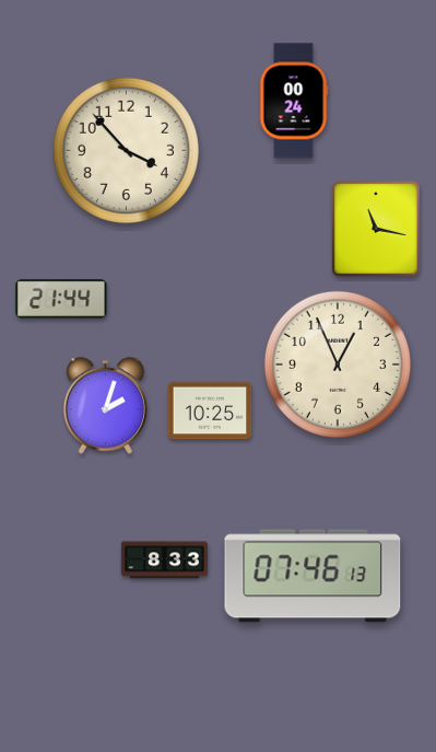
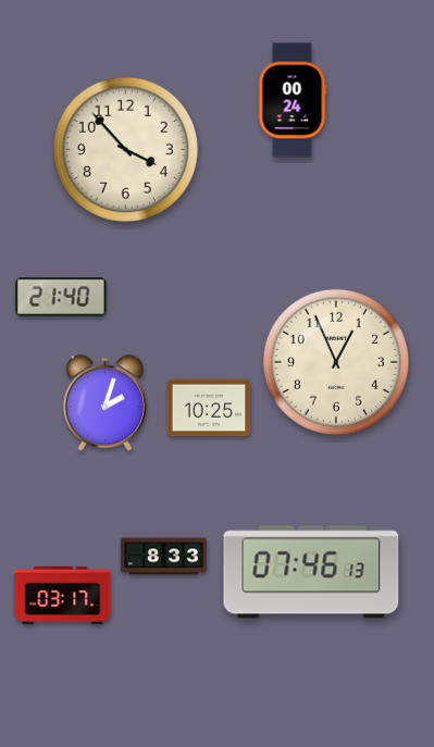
clock at (377, 229): 11:17 -> none
clock at (61, 299): 21:44 -> 21:40
clock at (63, 595): none -> 03:17
